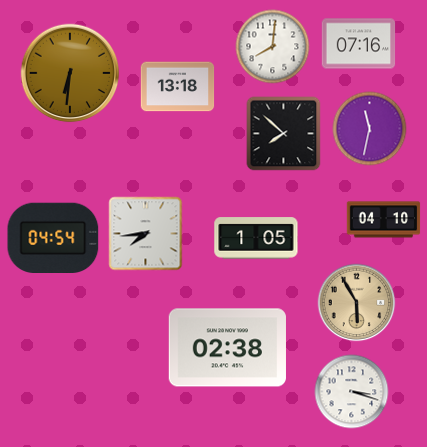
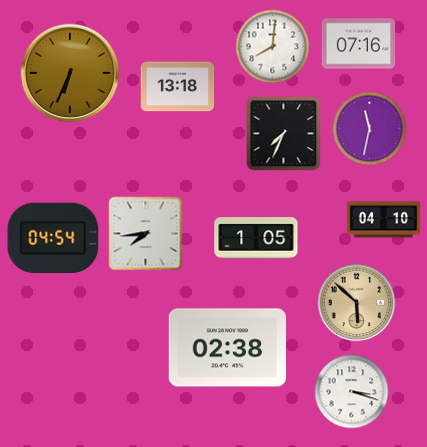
clock at (70, 73): 6:31 -> 6:34
clock at (284, 134): 7:52 -> 7:34
clock at (357, 303): 5:55 -> 5:52
